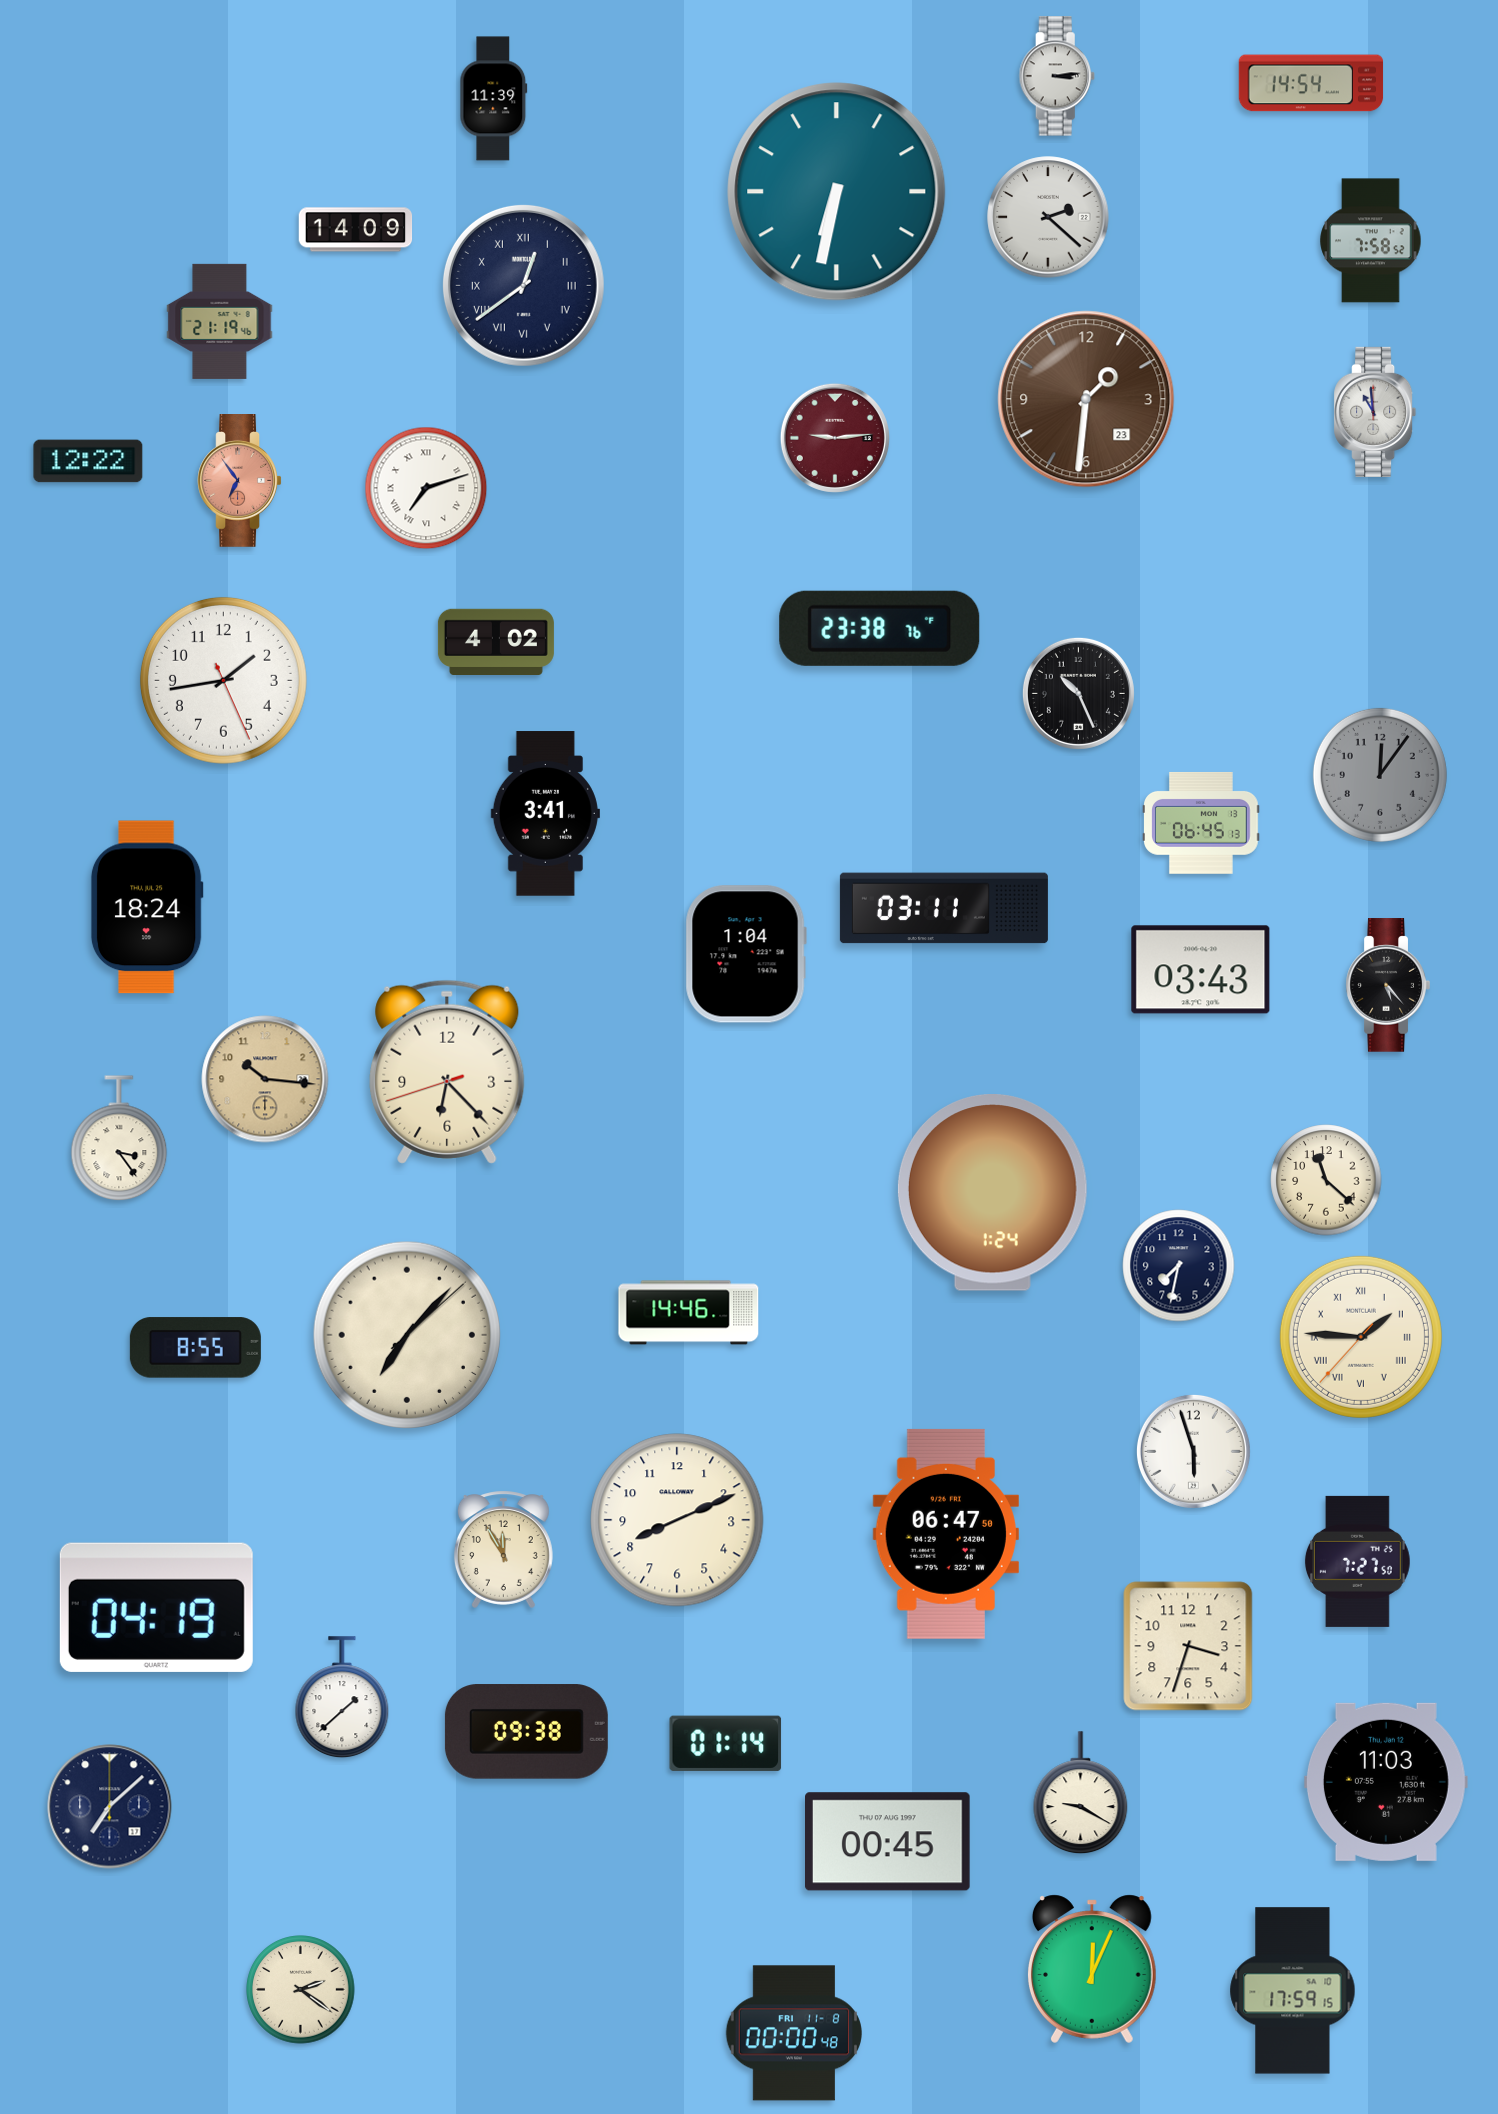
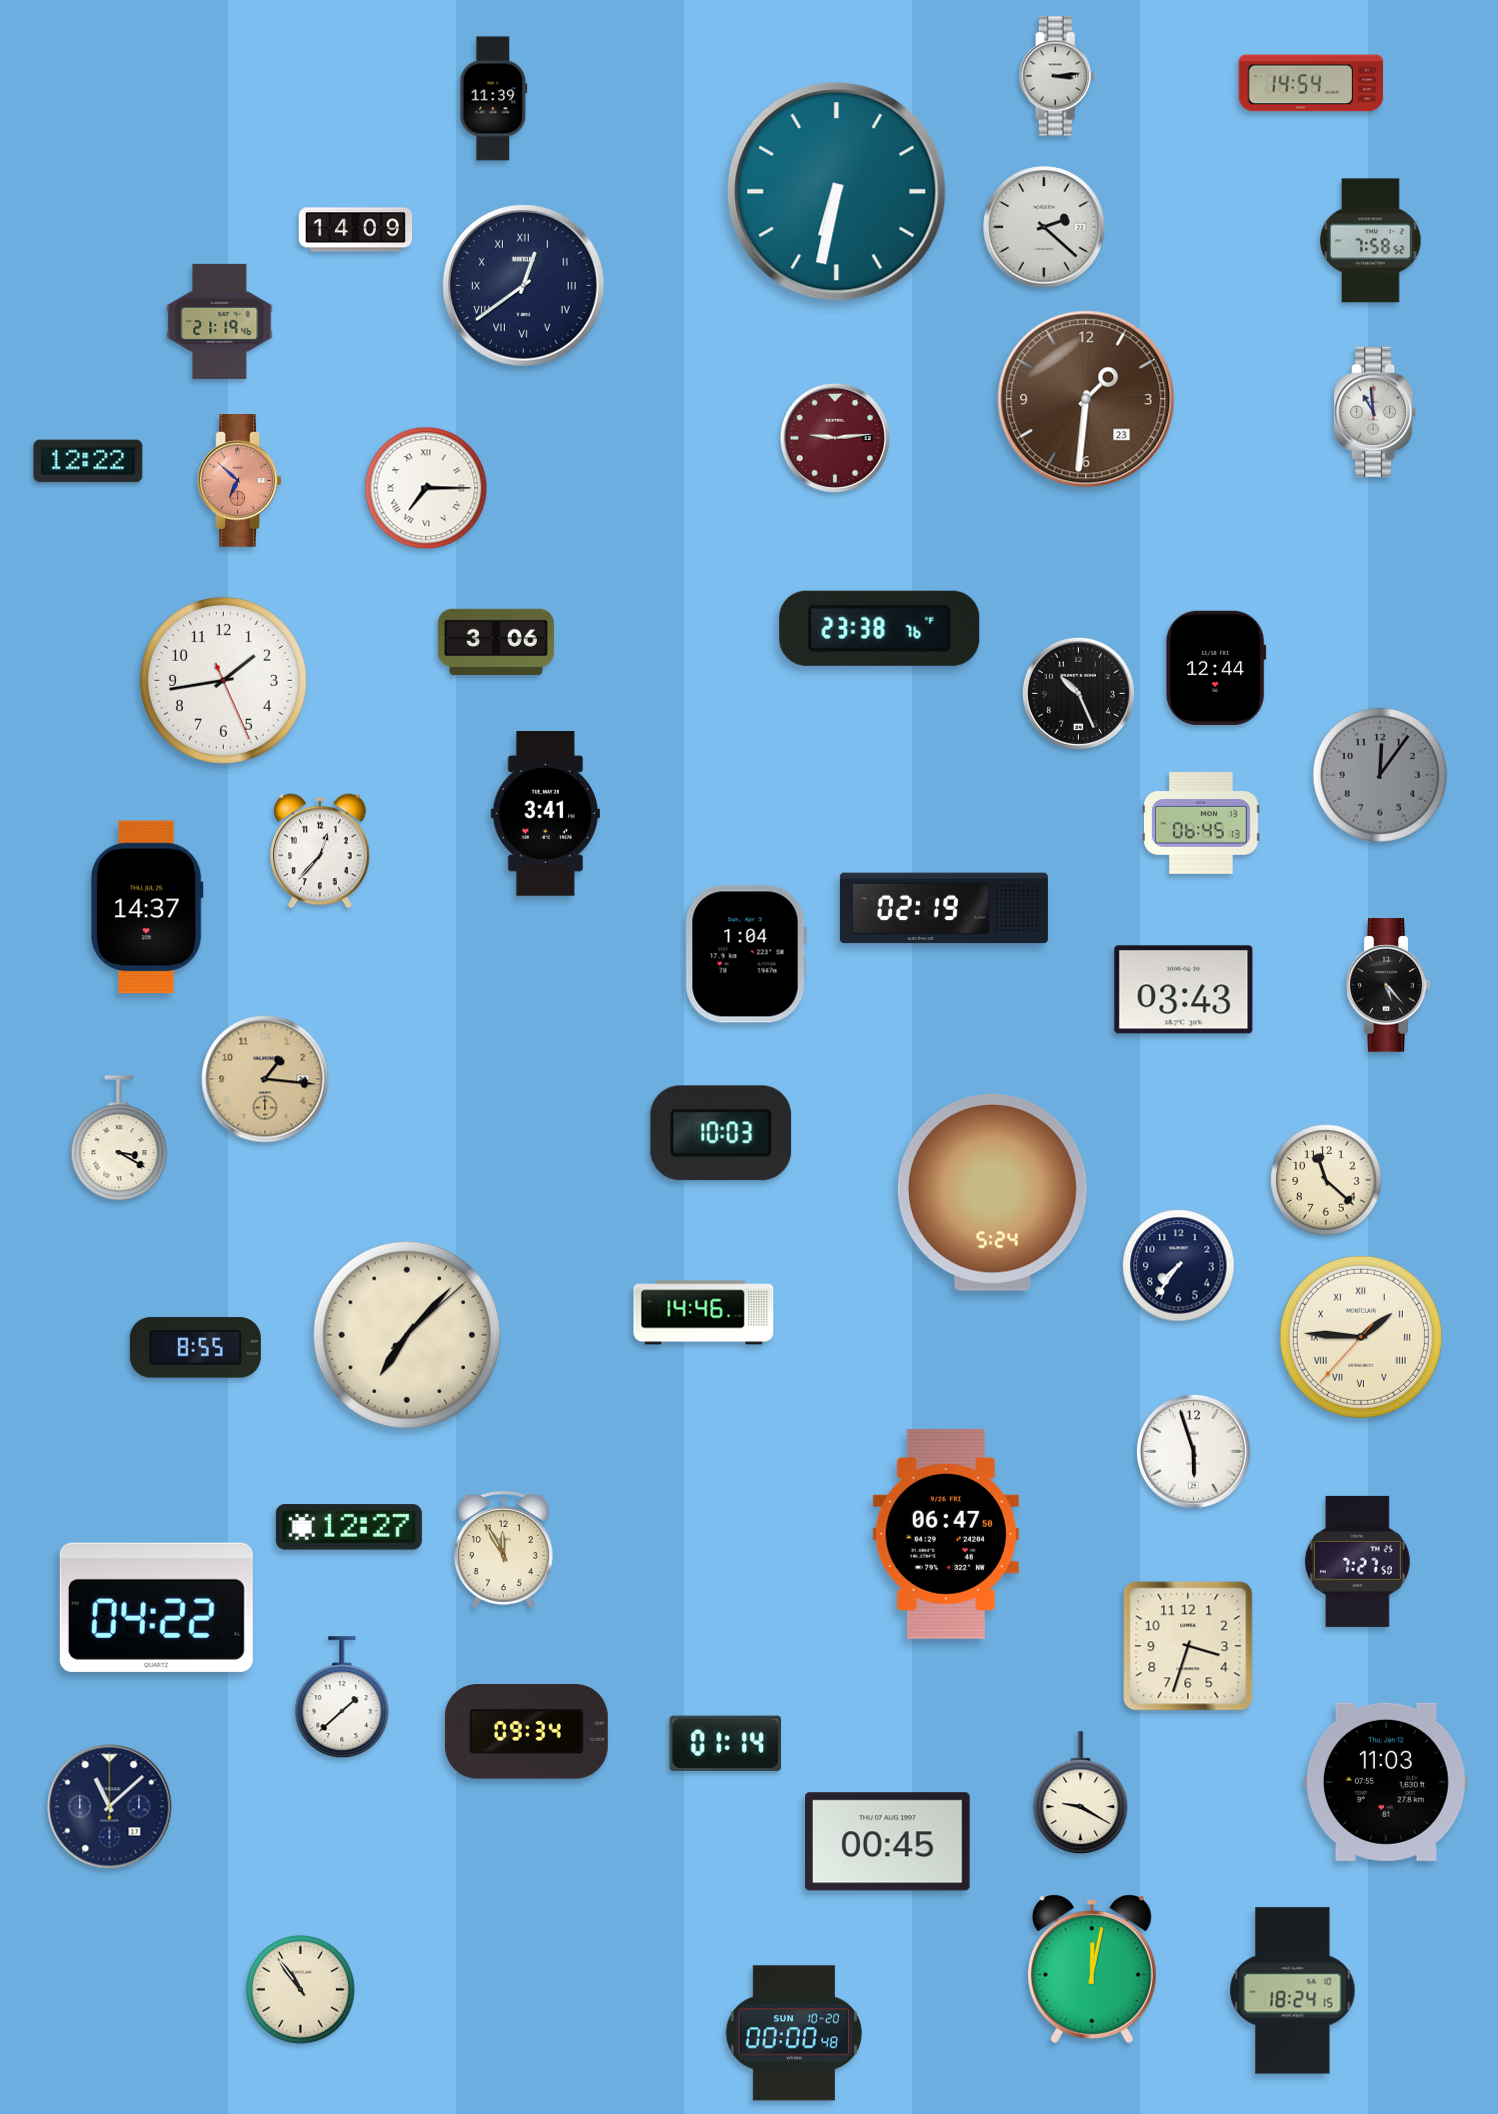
clock at (1048, 217) position: (1048, 217) -> (1044, 227)
clock at (240, 481): 6:54 -> 6:52
clock at (426, 488): 7:12 -> 7:15
clock at (496, 641): 4:02 -> 3:06
clock at (1216, 668): none -> 12:44
clock at (320, 851): none -> 12:37
clock at (147, 907): 18:24 -> 14:37
clock at (944, 908): 03:11 -> 02:19
clock at (1201, 970) position: (1201, 970) -> (1184, 990)
clock at (447, 1072): 6:22 -> none
clock at (265, 1079): 10:16 -> 1:16
clock at (721, 1133): none -> 10:03
clock at (119, 1139): 3:24 -> 3:20
clock at (992, 1193): 1:24 -> 5:24
clock at (1179, 1266): 7:32 -> 7:36
clock at (689, 1313) position: (689, 1313) -> (704, 1313)
clock at (677, 1520): 8:11 -> none
clock at (349, 1527): none -> 12:27
clock at (156, 1607): 04:19 -> 04:22
clock at (526, 1732): 09:38 -> 09:34
clock at (110, 1807): 7:08 -> 11:08
clock at (1092, 1969): 12:04 -> 12:02
clock at (301, 1990): 2:21 -> 10:54
clock at (1293, 1991): 17:59 -> 18:24
clock at (794, 2033) date: FRI 11-8 -> SUN 10-20
